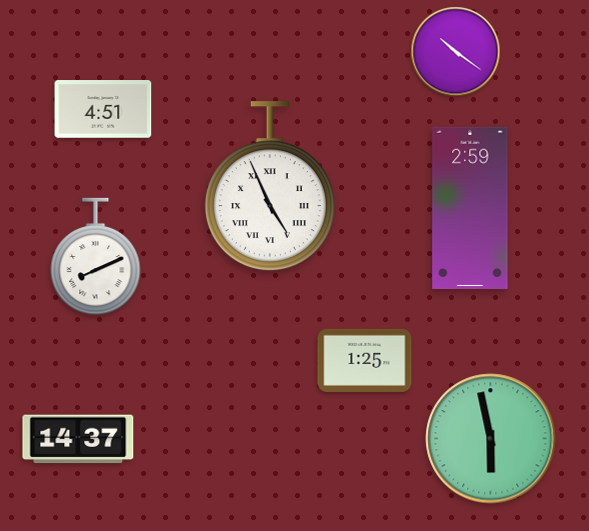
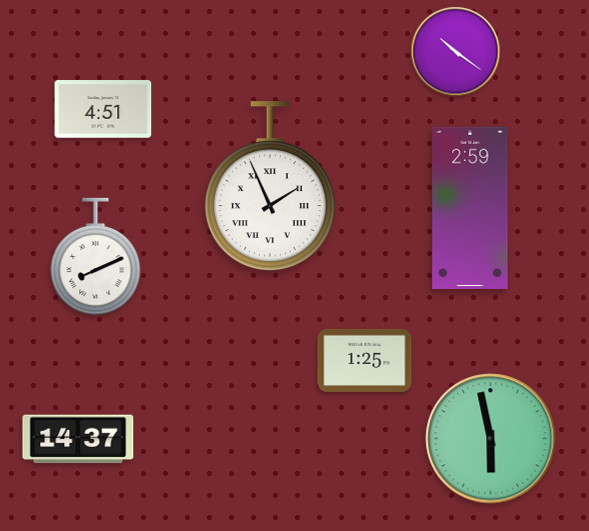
clock at (270, 187): 4:56 -> 1:56
